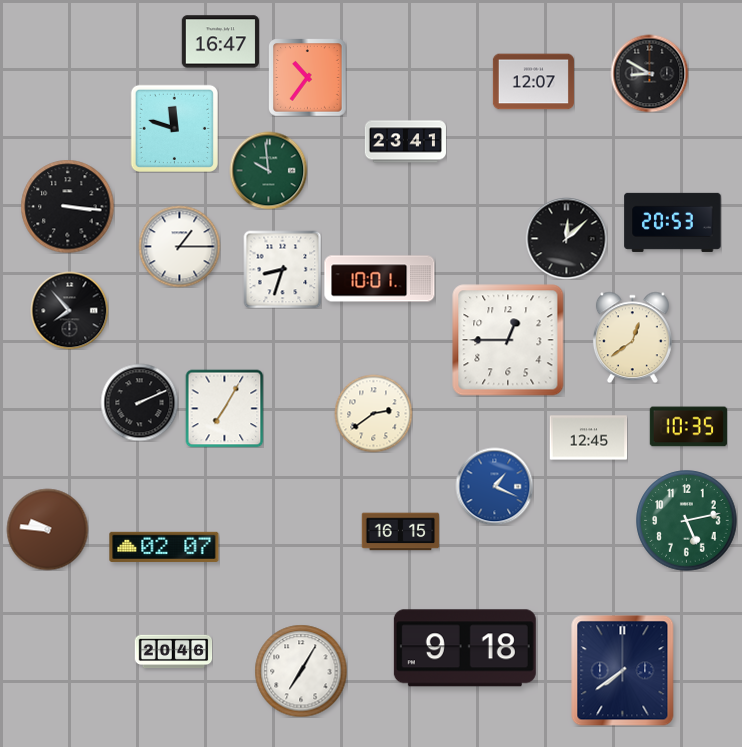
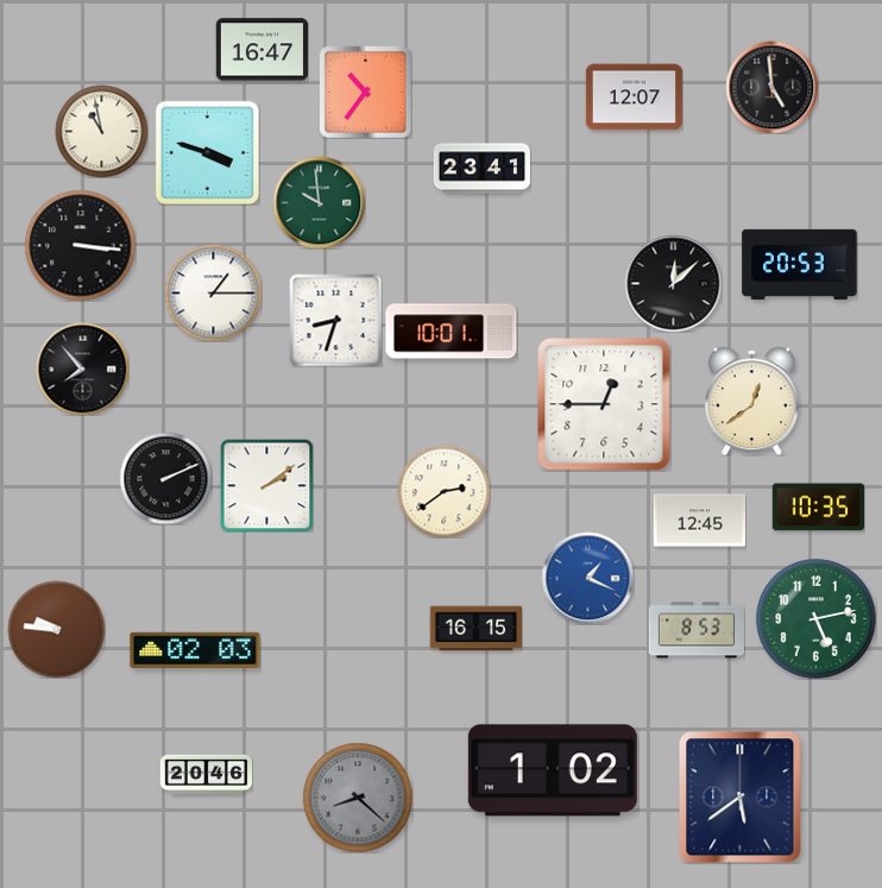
clock at (649, 73): 8:50 -> 4:59
clock at (101, 131): none -> 10:58
clock at (174, 128): 11:48 -> 3:48
clock at (224, 408): 7:05 -> 2:09
clock at (695, 630): none -> 8:53
clock at (400, 532) position: (400, 532) -> (475, 629)
clock at (164, 547): 02:07 -> 02:03
clock at (465, 648): 9:18 -> 1:02
clock at (301, 671): 7:05 -> 8:22
clock at (301, 671) dial: white -> grey
clock at (623, 671): 7:39 -> 5:39
